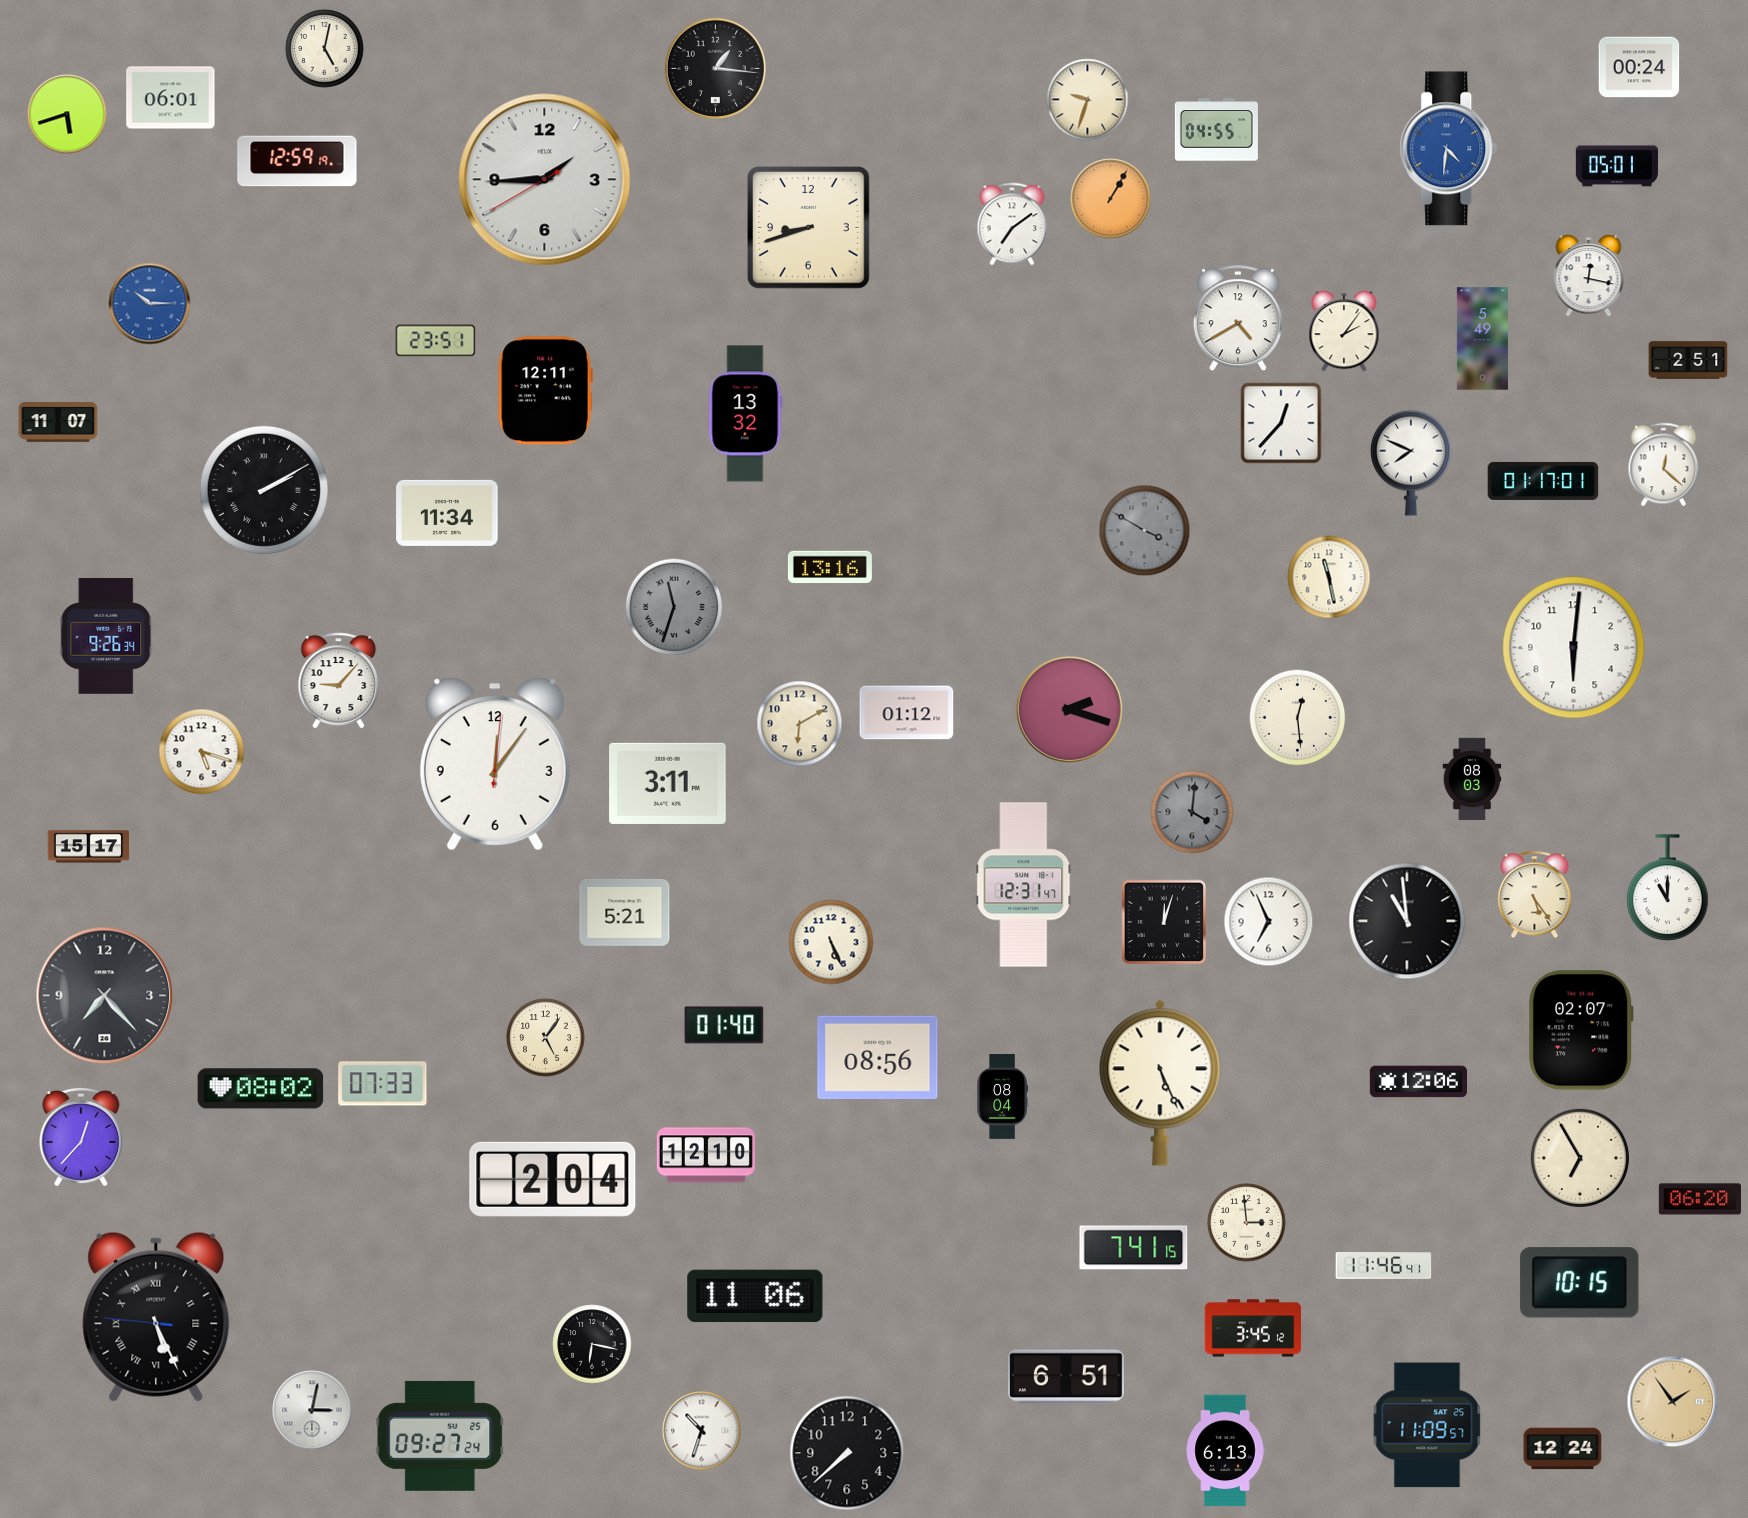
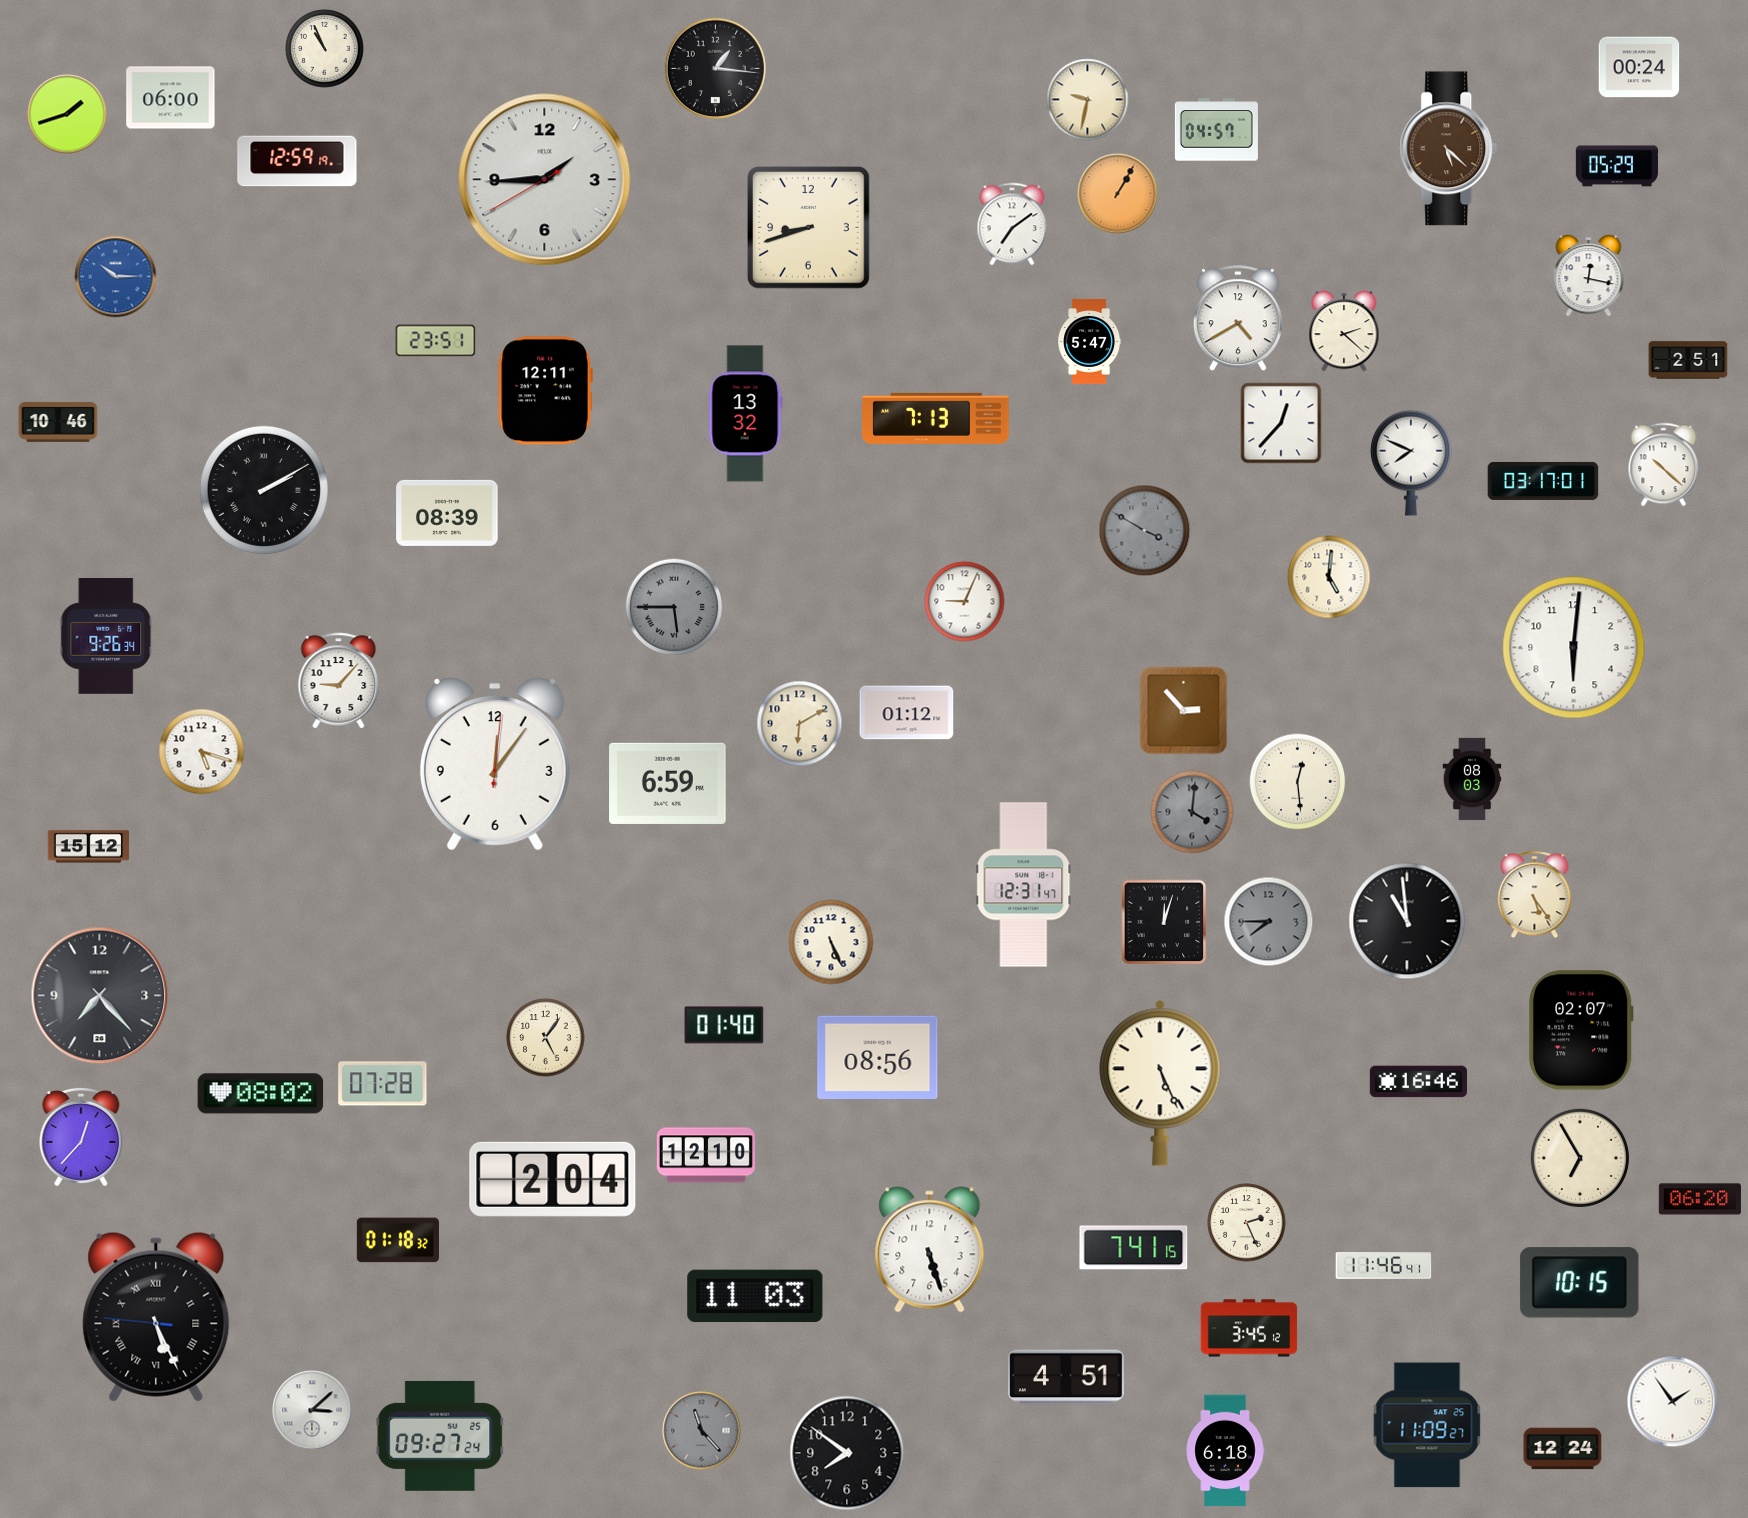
clock at (325, 49): 5:02 -> 10:56
clock at (171, 98): 06:01 -> 06:00
clock at (1088, 100): 9:33 -> 9:32
clock at (67, 114): 5:42 -> 1:42
clock at (1216, 130): 04:55 -> 04:57
clock at (1449, 149): 4:31 -> 5:22
clock at (1449, 149) dial: blue -> brown
clock at (1617, 166): 05:01 -> 05:29
clock at (1111, 199) position: (1111, 199) -> (1118, 194)
clock at (150, 304) position: (150, 304) -> (116, 277)
clock at (1344, 331): 2:06 -> 2:22
clock at (1482, 339): 5:49 -> none
clock at (1090, 342): none -> 5:47
clock at (936, 418): none -> 7:13
clock at (58, 423): 11:07 -> 10:46
clock at (1664, 465): 12:22 -> 10:22
clock at (1543, 481): 01:17 -> 03:17
clock at (447, 513): 11:34 -> 08:39
clock at (830, 567): 13:16 -> none
clock at (1329, 577): 11:28 -> 5:01
clock at (965, 602): none -> 9:04
clock at (674, 607): 11:33 -> 5:45
clock at (1069, 709): 2:18 -> none
clock at (1184, 711): none -> 2:53
clock at (1298, 718) position: (1298, 718) -> (1298, 782)
clock at (668, 783): 3:11 -> 6:59
clock at (89, 847): 15:17 -> 15:12
clock at (1668, 888): 11:00 -> none
clock at (625, 912): 5:21 -> none
clock at (1269, 922): 6:56 -> 7:45
clock at (1269, 922) dial: white -> grey
clock at (105, 996) position: (105, 996) -> (100, 996)
clock at (1418, 1082): 12:06 -> 16:46
clock at (383, 1084): 07:33 -> 07:28
clock at (261, 1089) position: (261, 1089) -> (261, 1094)
clock at (1002, 1097): 08:04 -> none
clock at (1247, 1223): 2:59 -> 2:26
clock at (398, 1240): none -> 01:18
clock at (930, 1250): none -> 5:27
clock at (755, 1296): 11:06 -> 11:03
clock at (1253, 1328) position: (1253, 1328) -> (1249, 1328)
clock at (592, 1344): 6:17 -> none
clock at (1067, 1377): 6:51 -> 4:51
clock at (1673, 1402) dial: champagne -> white
clock at (312, 1410): 3:02 -> 3:08
clock at (1427, 1425): 11:09:57 -> 11:09:27
clock at (702, 1431): 10:33 -> 11:23
clock at (702, 1431) dial: white -> grey
clock at (1225, 1451): 6:13 -> 6:18
clock at (847, 1453): 7:38 -> 7:51
